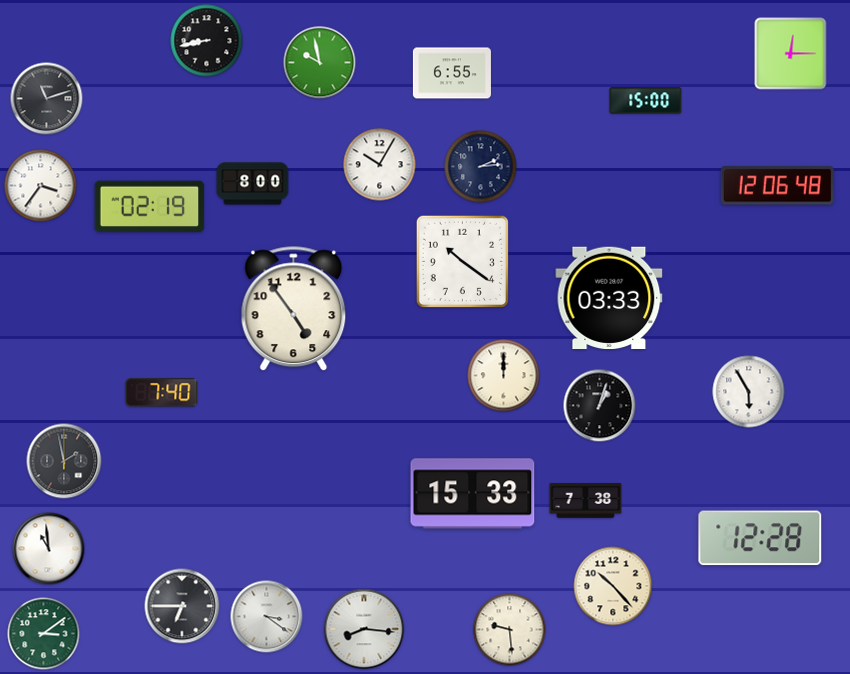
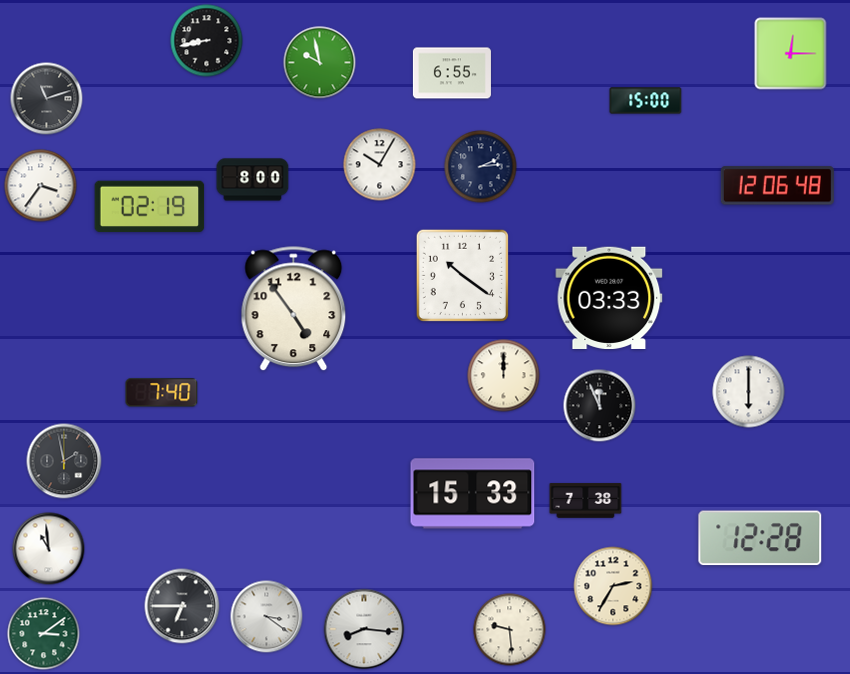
clock at (253, 184) position: (253, 184) -> (253, 180)
clock at (462, 261) position: (462, 261) -> (462, 275)
clock at (749, 392): 5:55 -> 6:00
clock at (600, 406): 1:03 -> 11:56
clock at (613, 586): 10:23 -> 2:35
